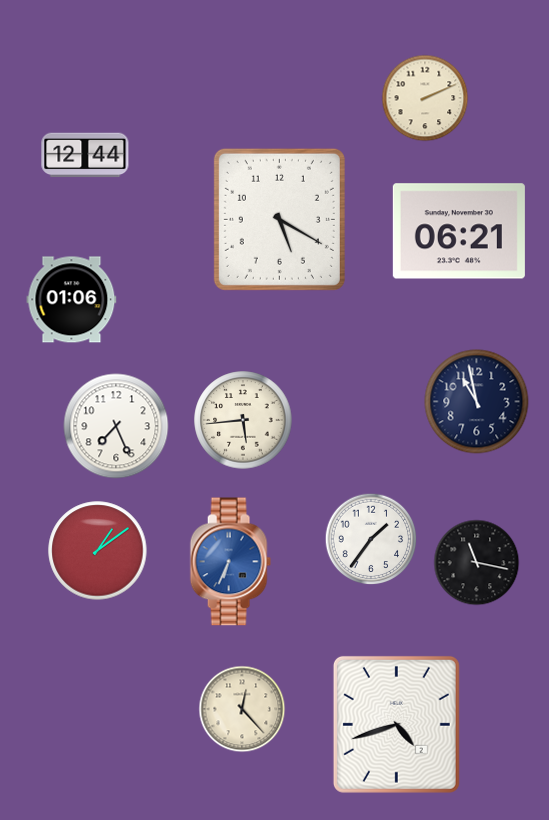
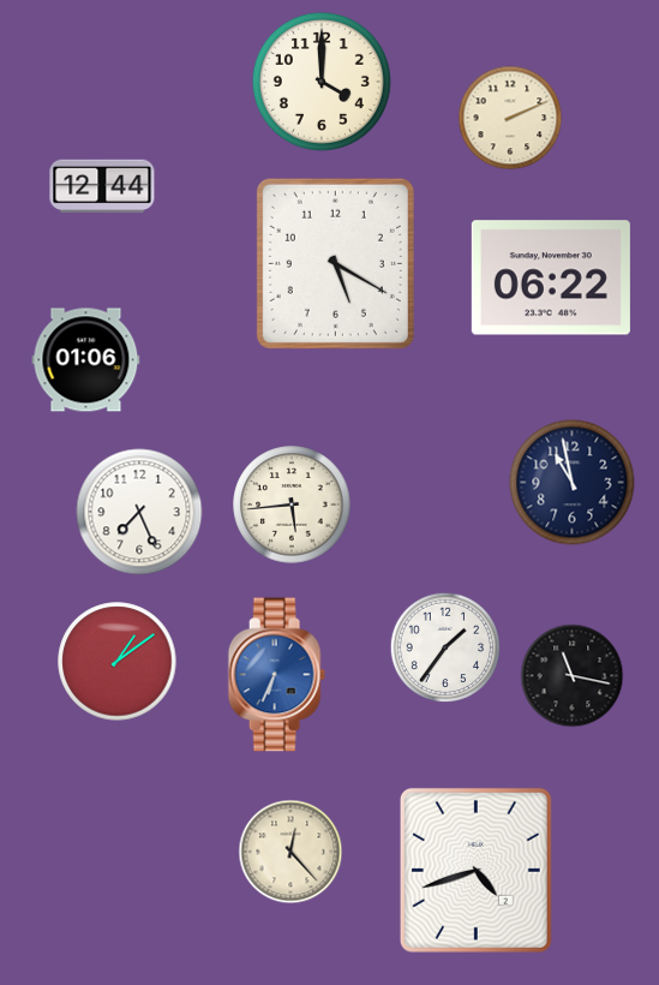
clock at (322, 82): none -> 4:00
clock at (459, 231): 06:21 -> 06:22
